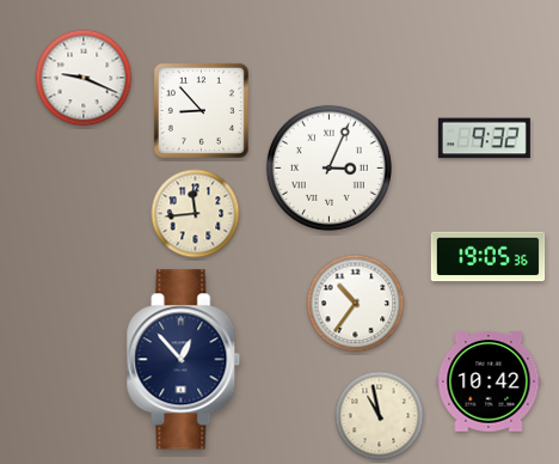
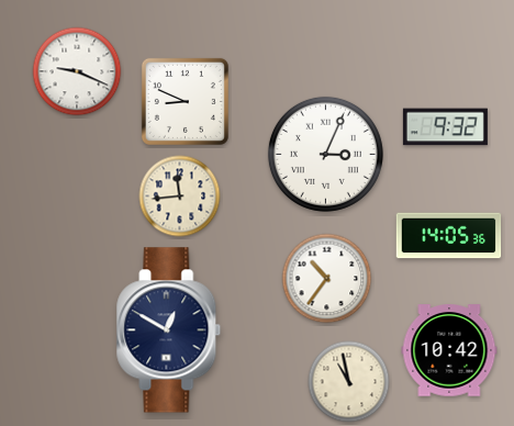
clock at (201, 110): 8:53 -> 8:49
clock at (328, 167) position: (328, 167) -> (325, 154)
clock at (489, 257): 19:05 -> 14:05
clock at (184, 360): 12:53 -> 12:50
